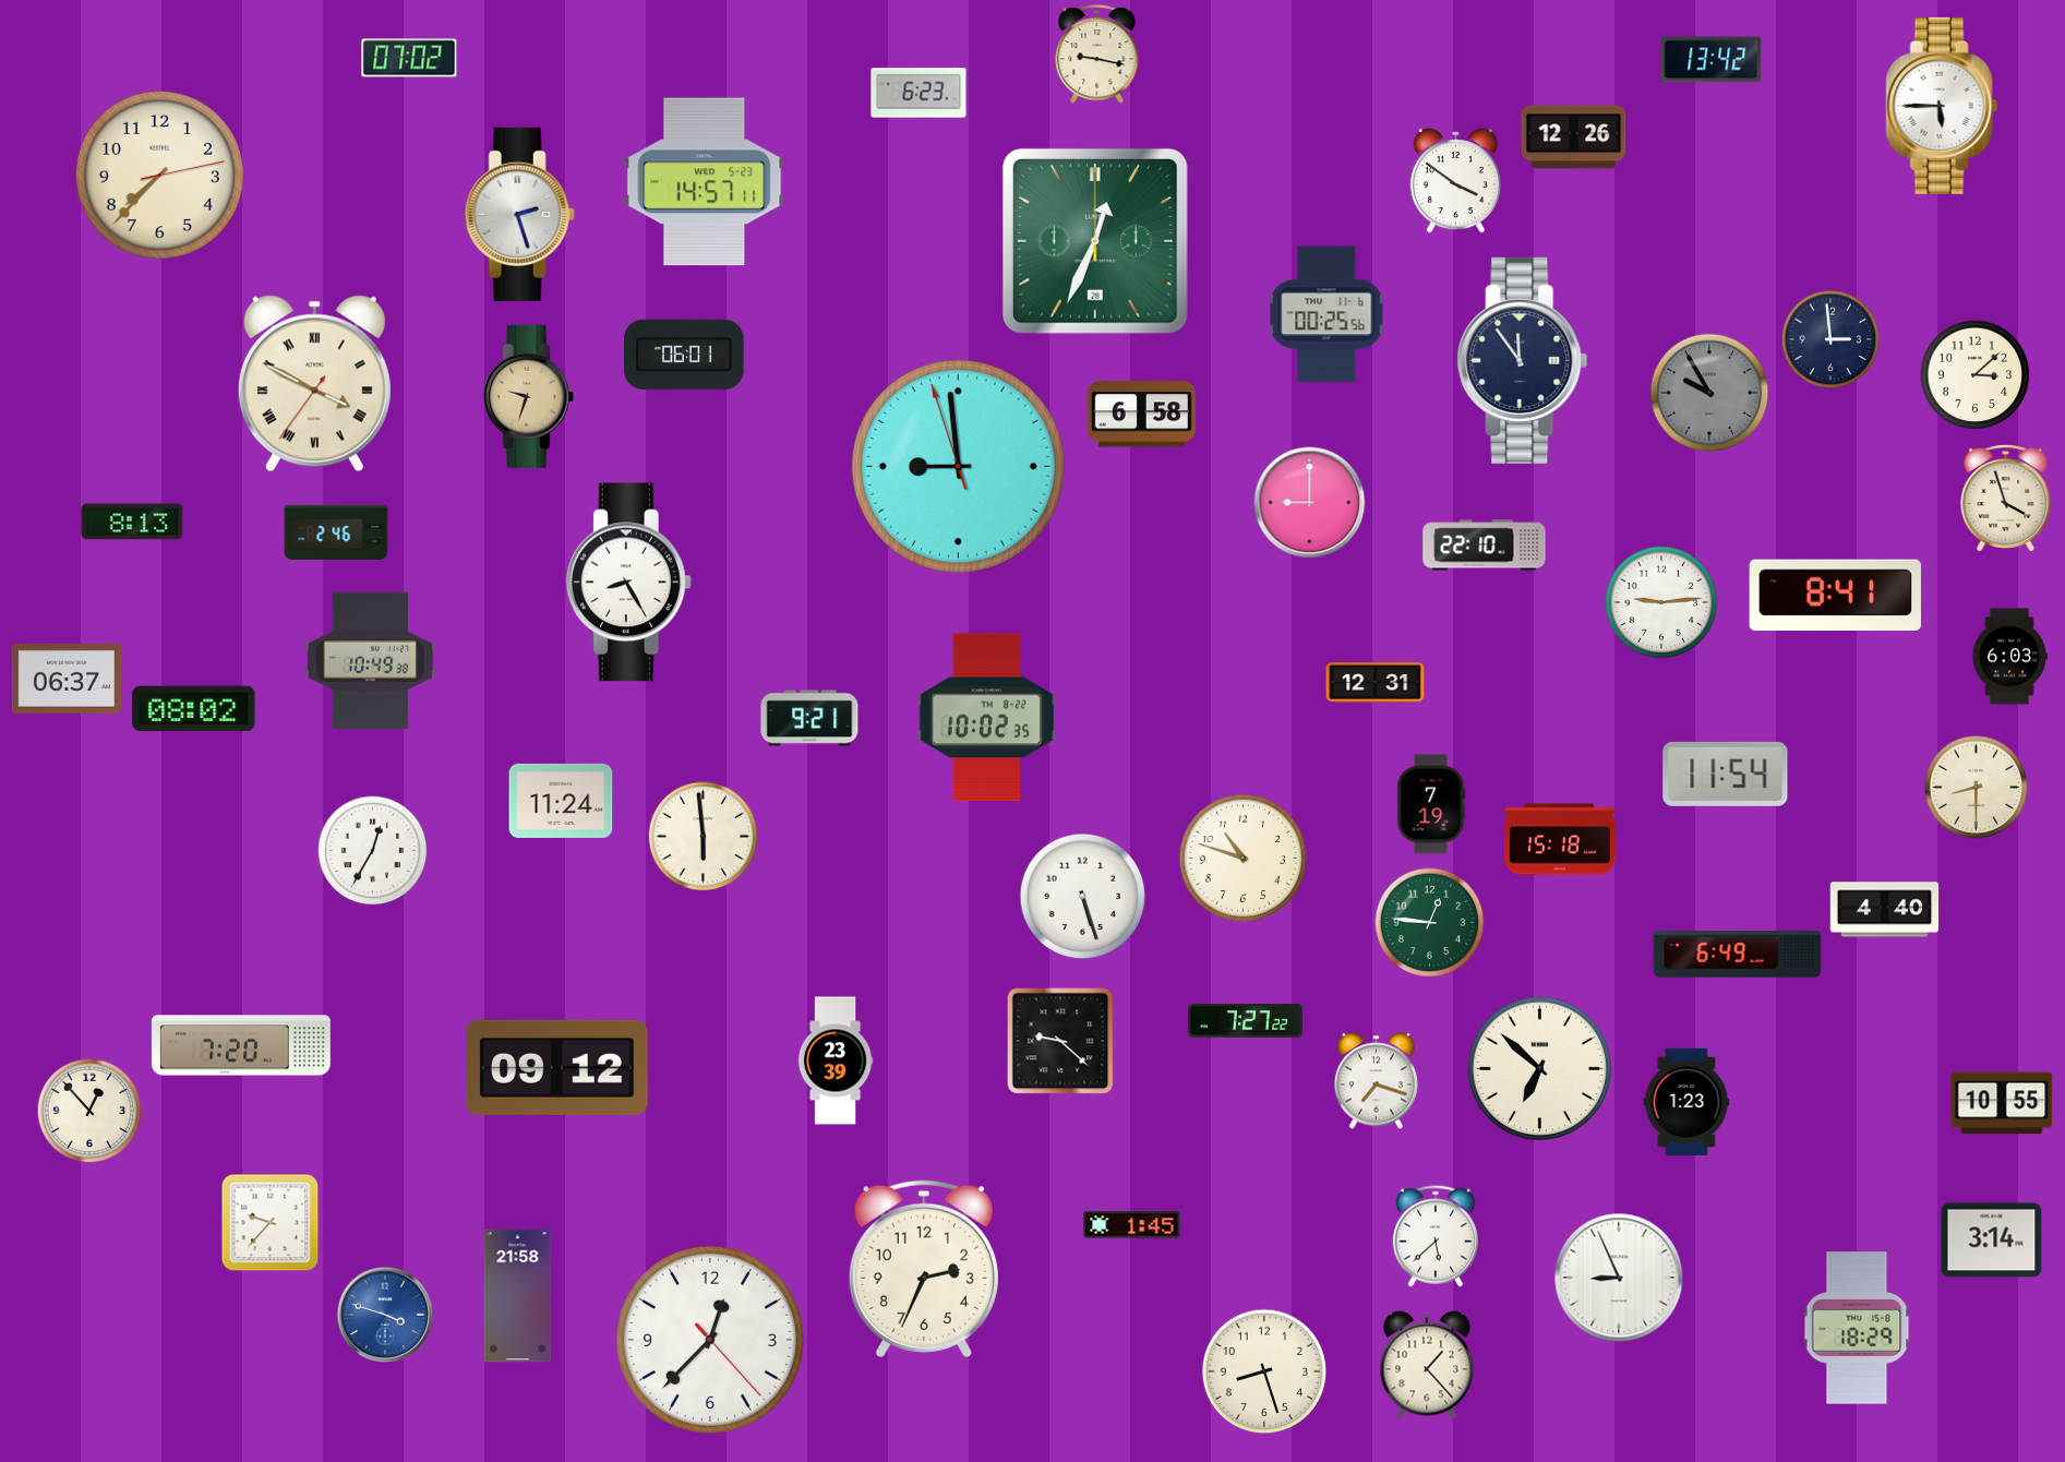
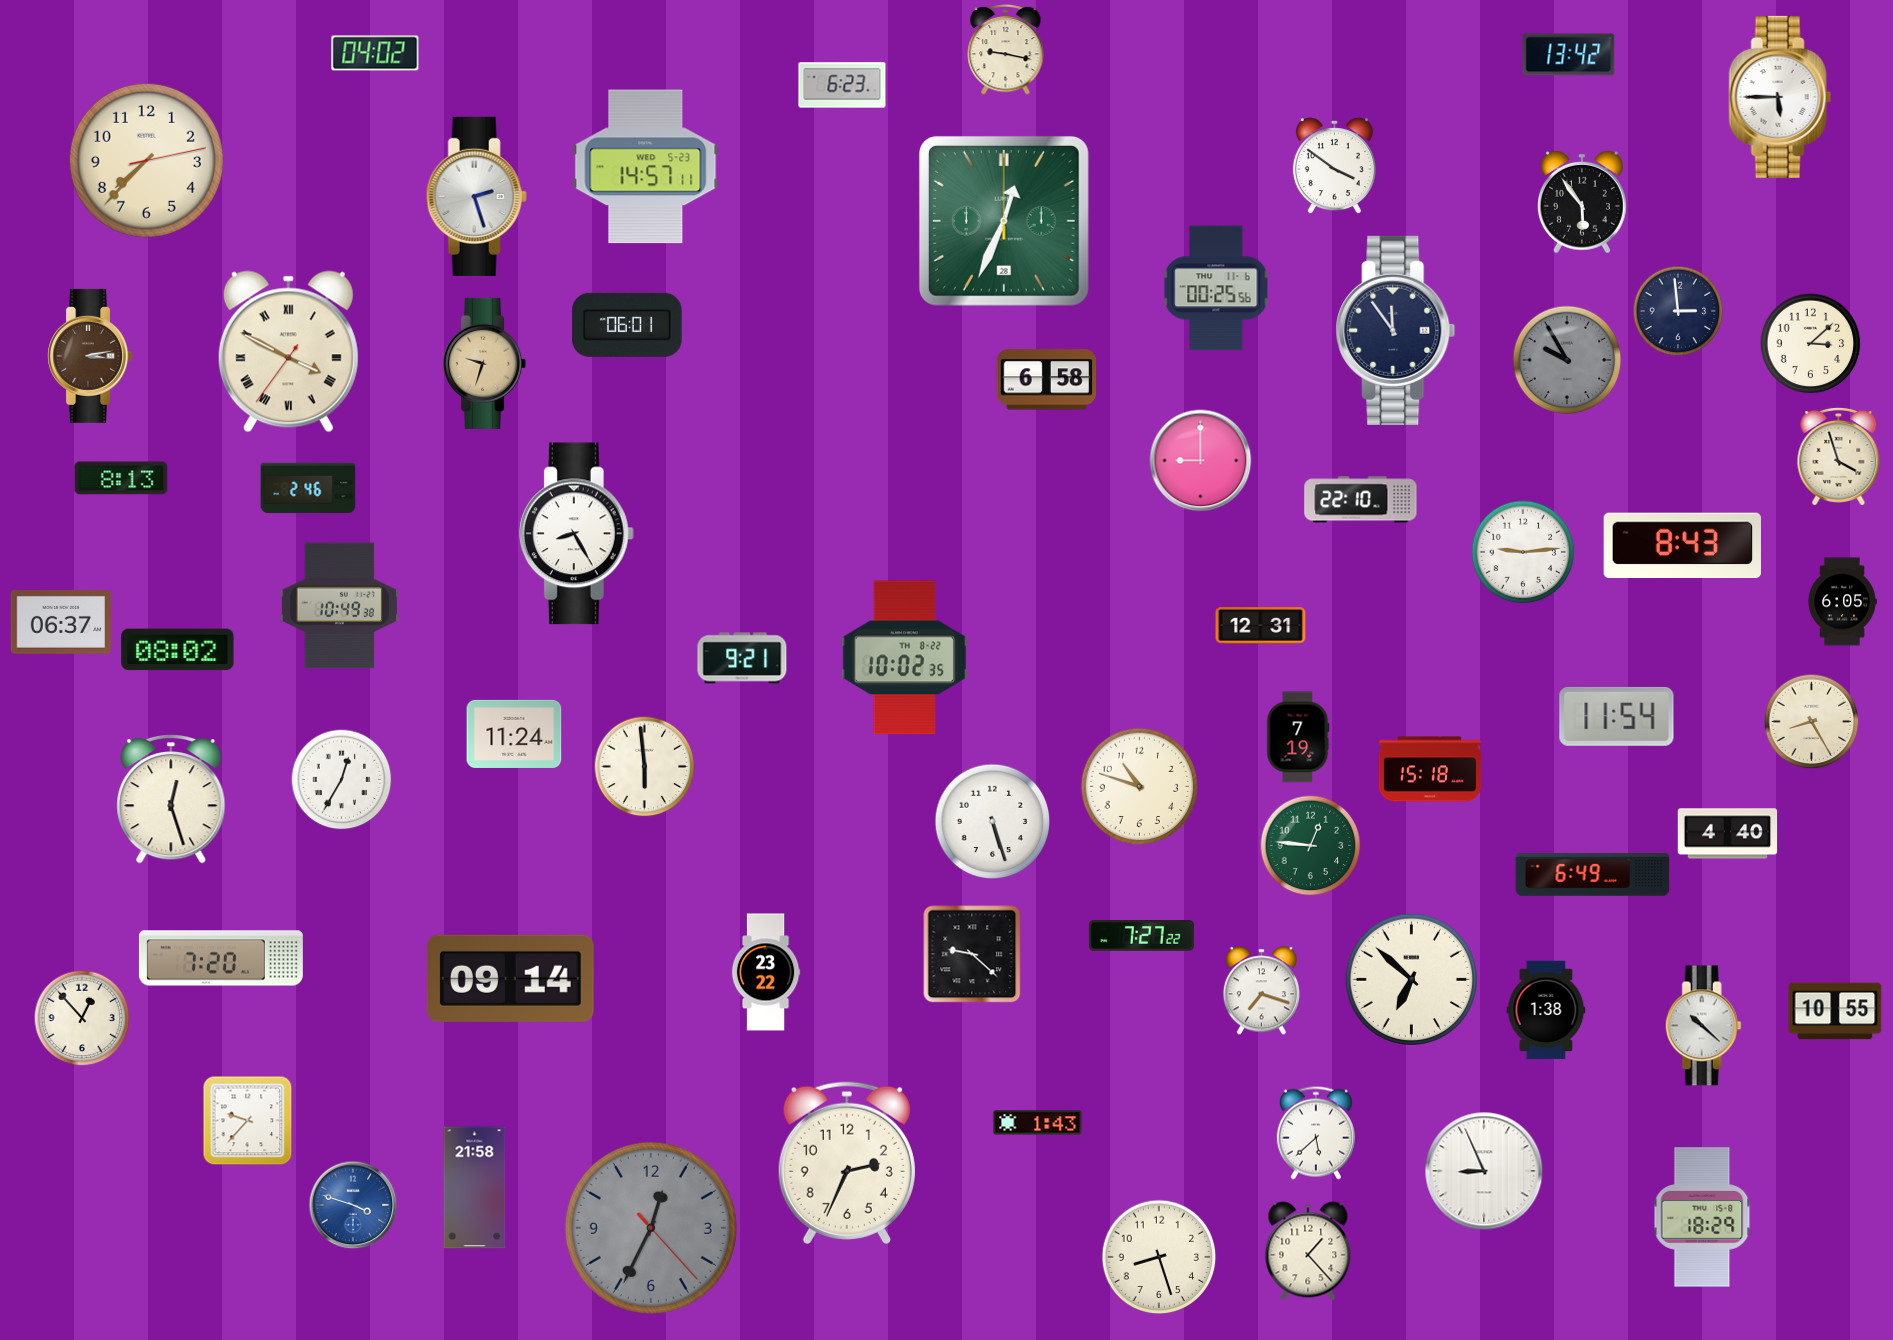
clock at (409, 58): 07:02 -> 04:02
clock at (1574, 137): 12:26 -> none
clock at (1583, 202): none -> 5:54
clock at (89, 356): none -> 3:13
clock at (958, 466): 8:58 -> none
clock at (1835, 595): 8:41 -> 8:43
clock at (2009, 657): 6:03 -> 6:05
clock at (1726, 774) position: (1726, 774) -> (1617, 716)
clock at (1977, 788): 8:30 -> 8:25
clock at (1431, 804) position: (1431, 804) -> (1298, 737)
clock at (171, 800): none -> 12:27
clock at (836, 1060): 23:39 -> 23:22
clock at (556, 1067): 09:12 -> 09:14
clock at (1686, 1102): 1:23 -> 1:38
clock at (1703, 1026): none -> 10:22
clock at (1132, 1225): 1:45 -> 1:43
clock at (1992, 1241): 3:14 -> none
clock at (710, 1340): 12:37 -> 12:34
clock at (710, 1340) dial: white -> grey
